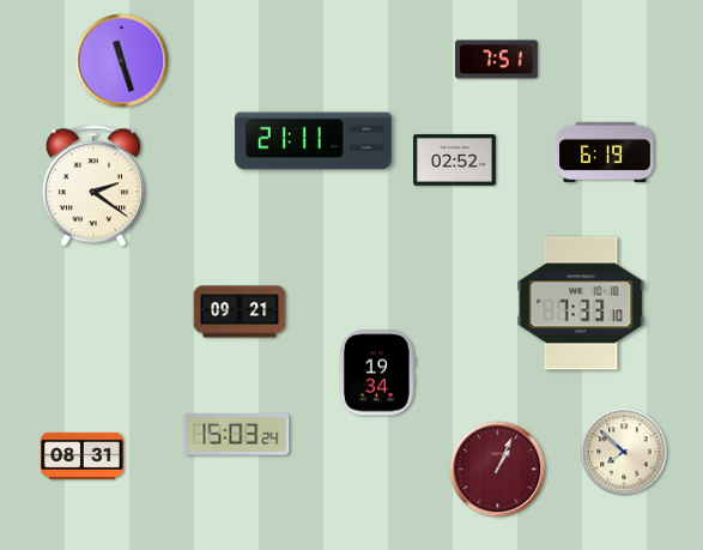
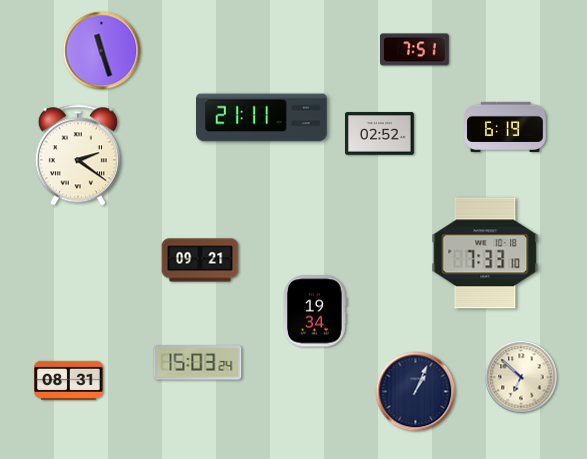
clock at (624, 452): 7:52 -> 6:52
clock at (498, 470) dial: burgundy -> navy
